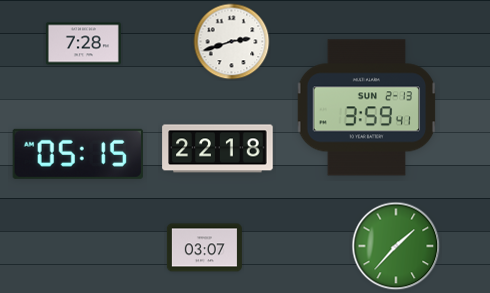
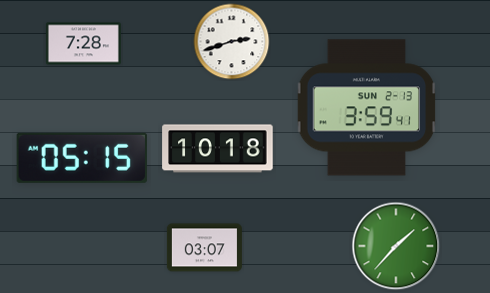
clock at (218, 149): 22:18 -> 10:18
clock at (78, 154) position: (78, 154) -> (82, 158)
